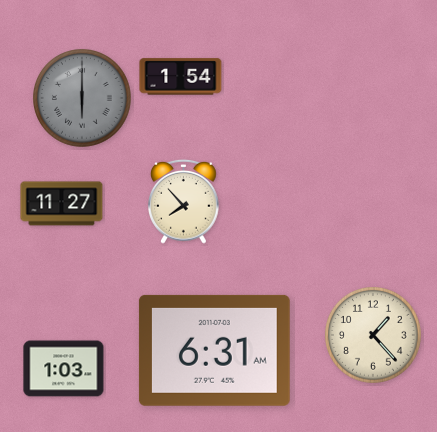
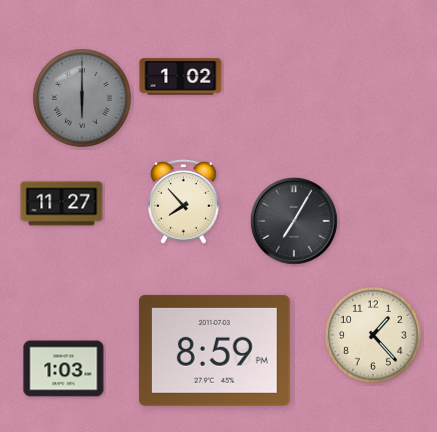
clock at (181, 77): 1:54 -> 1:02
clock at (294, 221): none -> 7:05
clock at (214, 350): 6:31 -> 8:59
